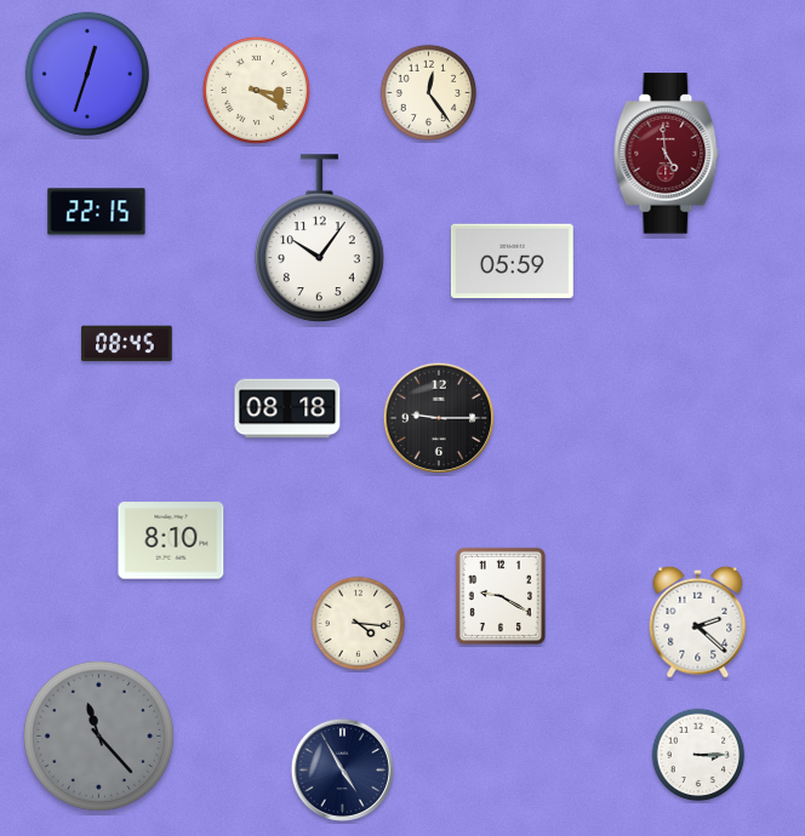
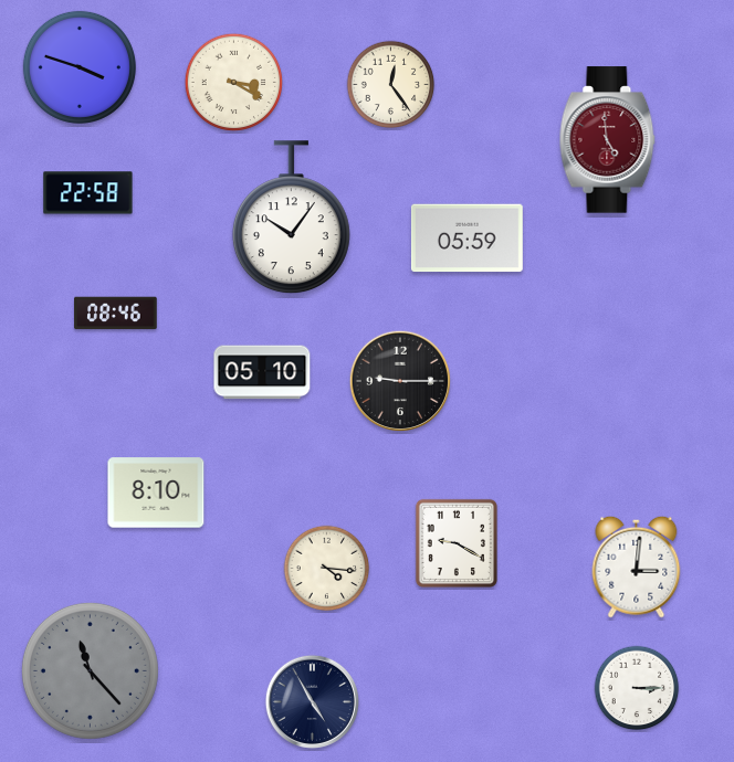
clock at (87, 74): 12:33 -> 3:48
clock at (97, 212): 22:15 -> 22:58
clock at (127, 344): 08:45 -> 08:46
clock at (287, 408): 08:18 -> 05:10
clock at (698, 622): 2:22 -> 3:01
